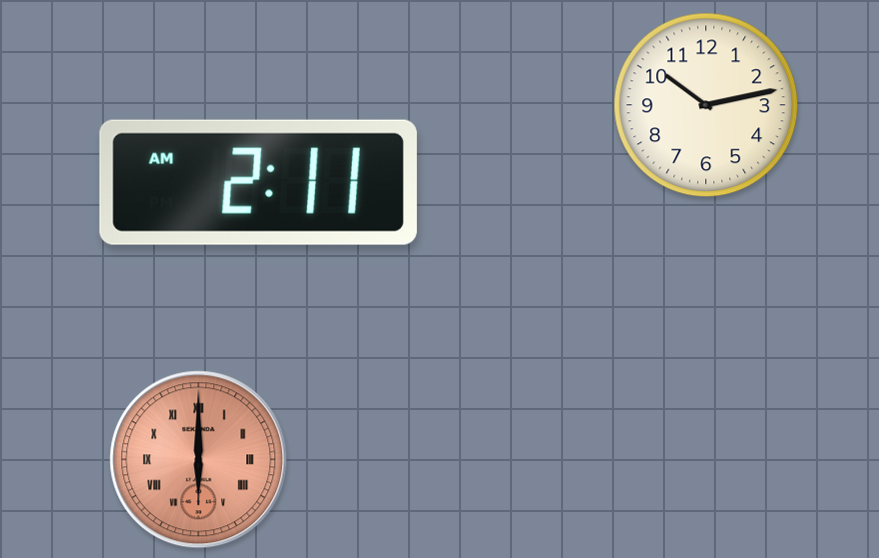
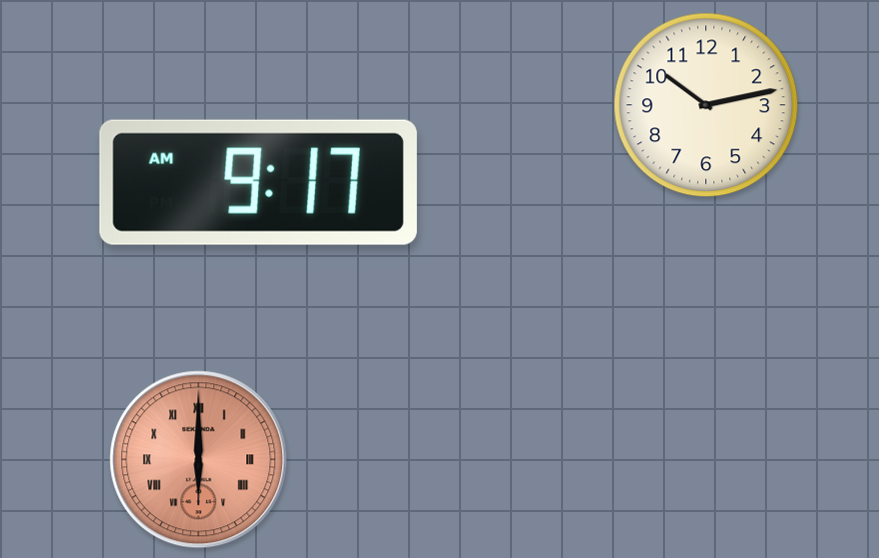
clock at (258, 182): 2:11 -> 9:17
